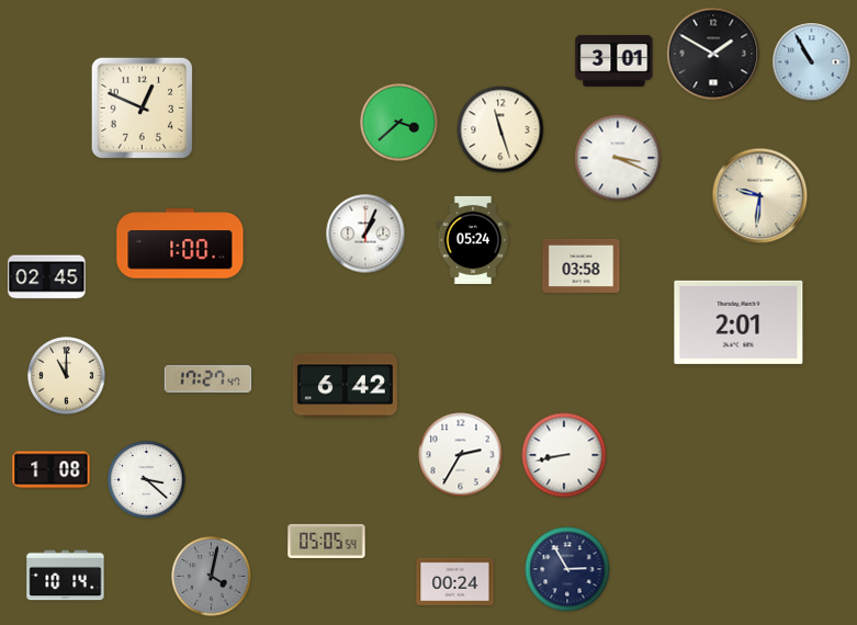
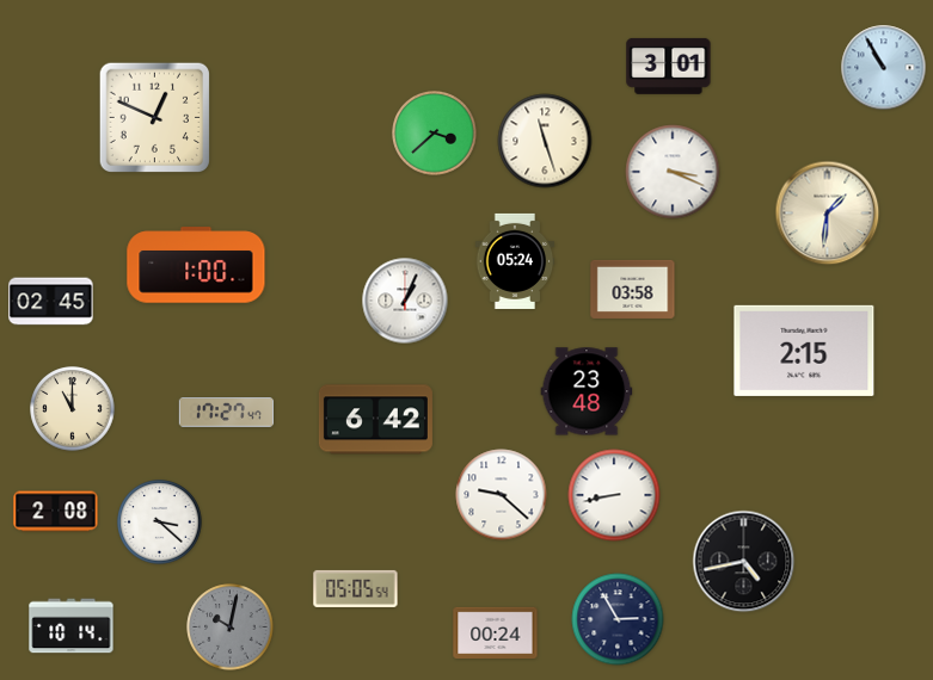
clock at (713, 54): 1:50 -> none
clock at (760, 196): 9:31 -> 1:31
clock at (365, 234) position: (365, 234) -> (405, 301)
clock at (738, 322): 2:01 -> 2:15
clock at (587, 391): none -> 23:48
clock at (461, 455): 2:35 -> 9:22
clock at (52, 470): 1:08 -> 2:08
clock at (744, 562): none -> 4:43
clock at (212, 577): 4:02 -> 10:02
